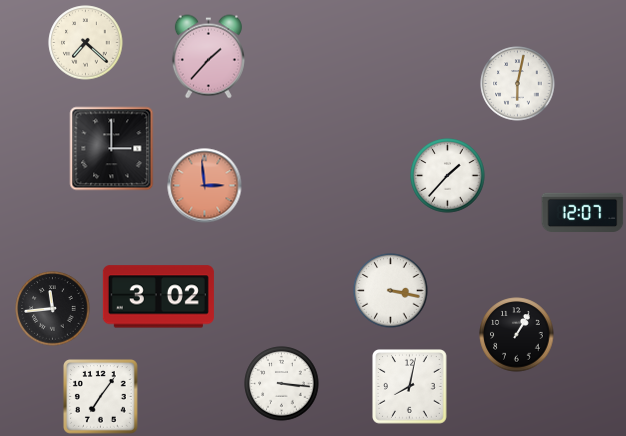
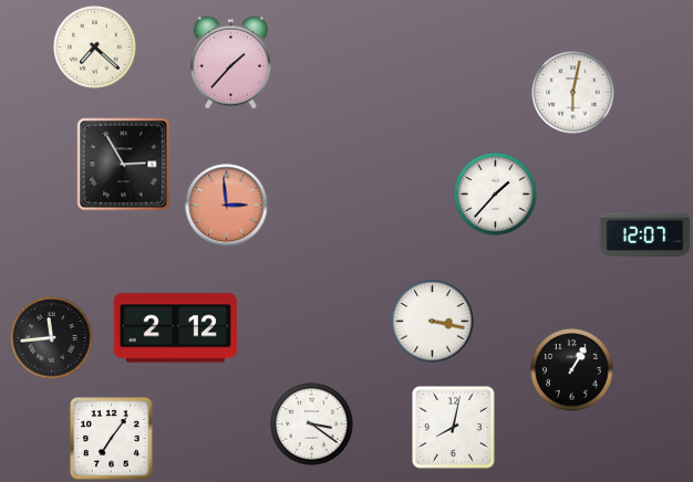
clock at (112, 149): 3:00 -> 2:55
clock at (158, 297): 3:02 -> 2:12
clock at (53, 309) position: (53, 309) -> (52, 338)
clock at (282, 384): 3:16 -> 3:21
